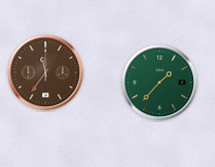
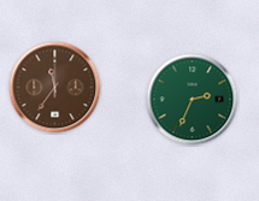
clock at (160, 83): 1:37 -> 2:34
